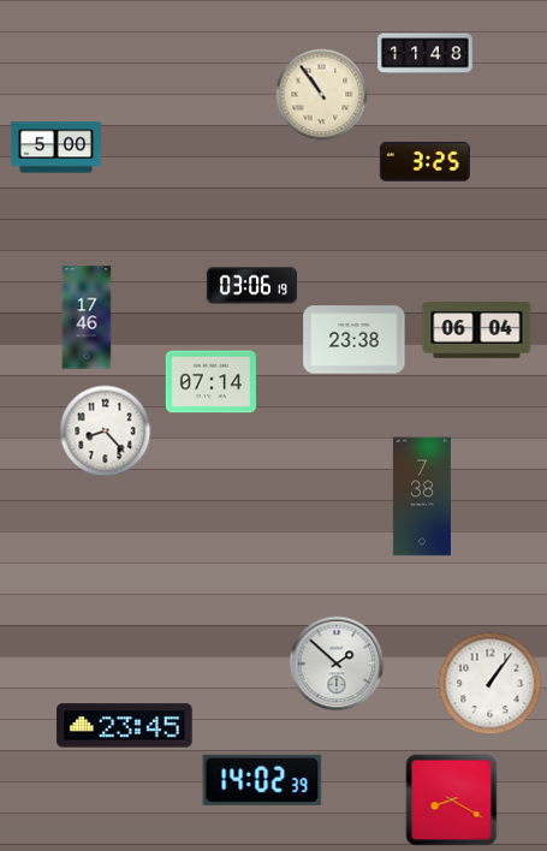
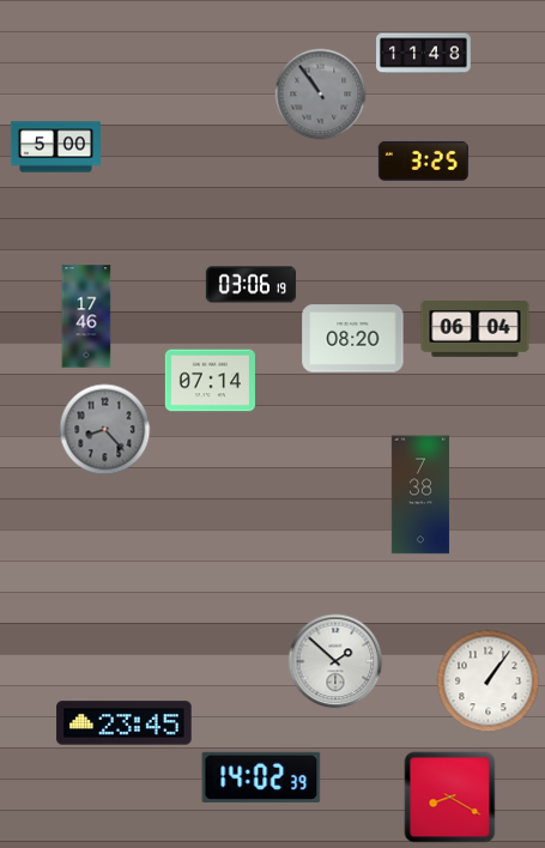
clock at (322, 95) dial: cream -> grey
clock at (355, 340): 23:38 -> 08:20
clock at (106, 432) dial: white -> grey
